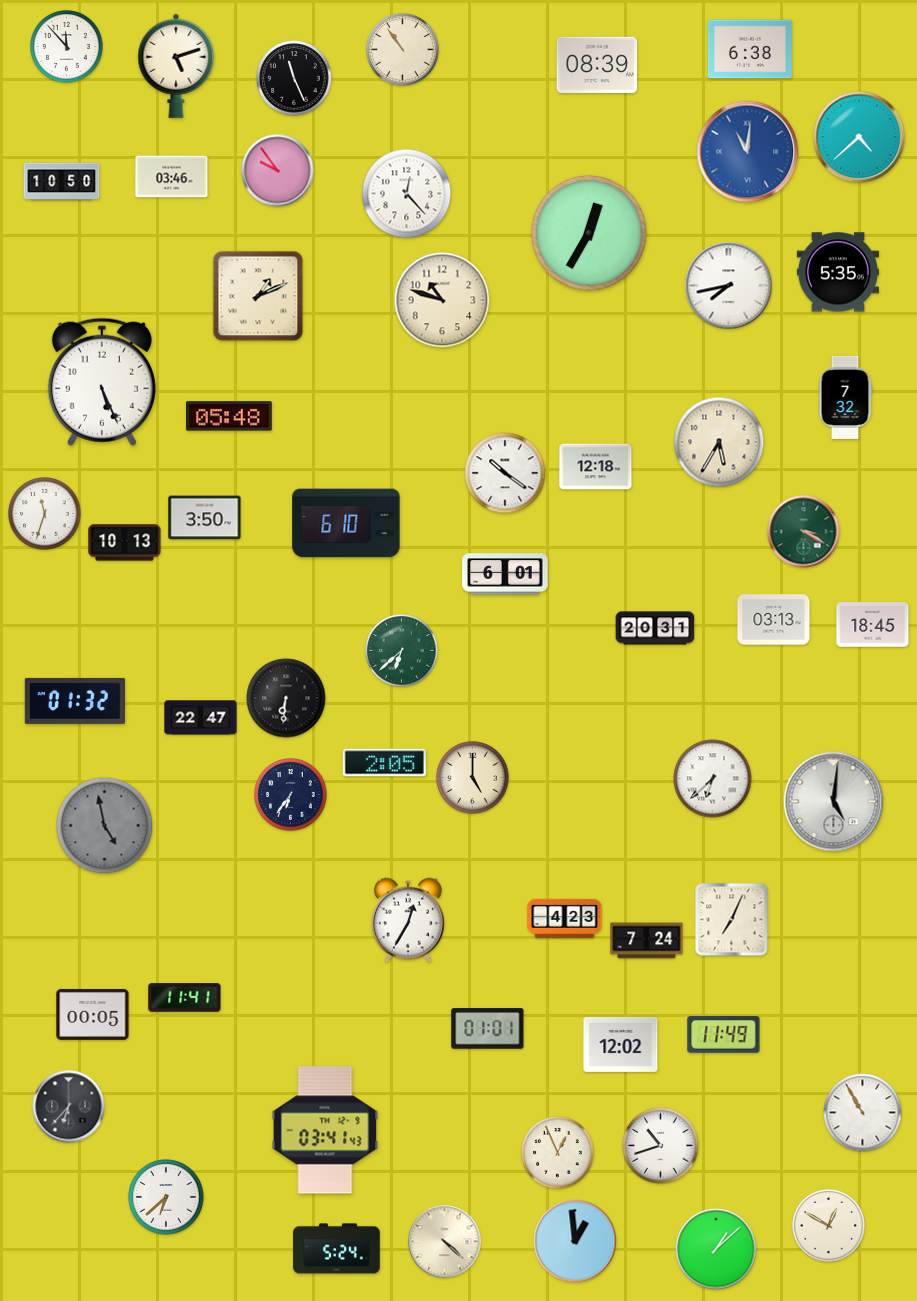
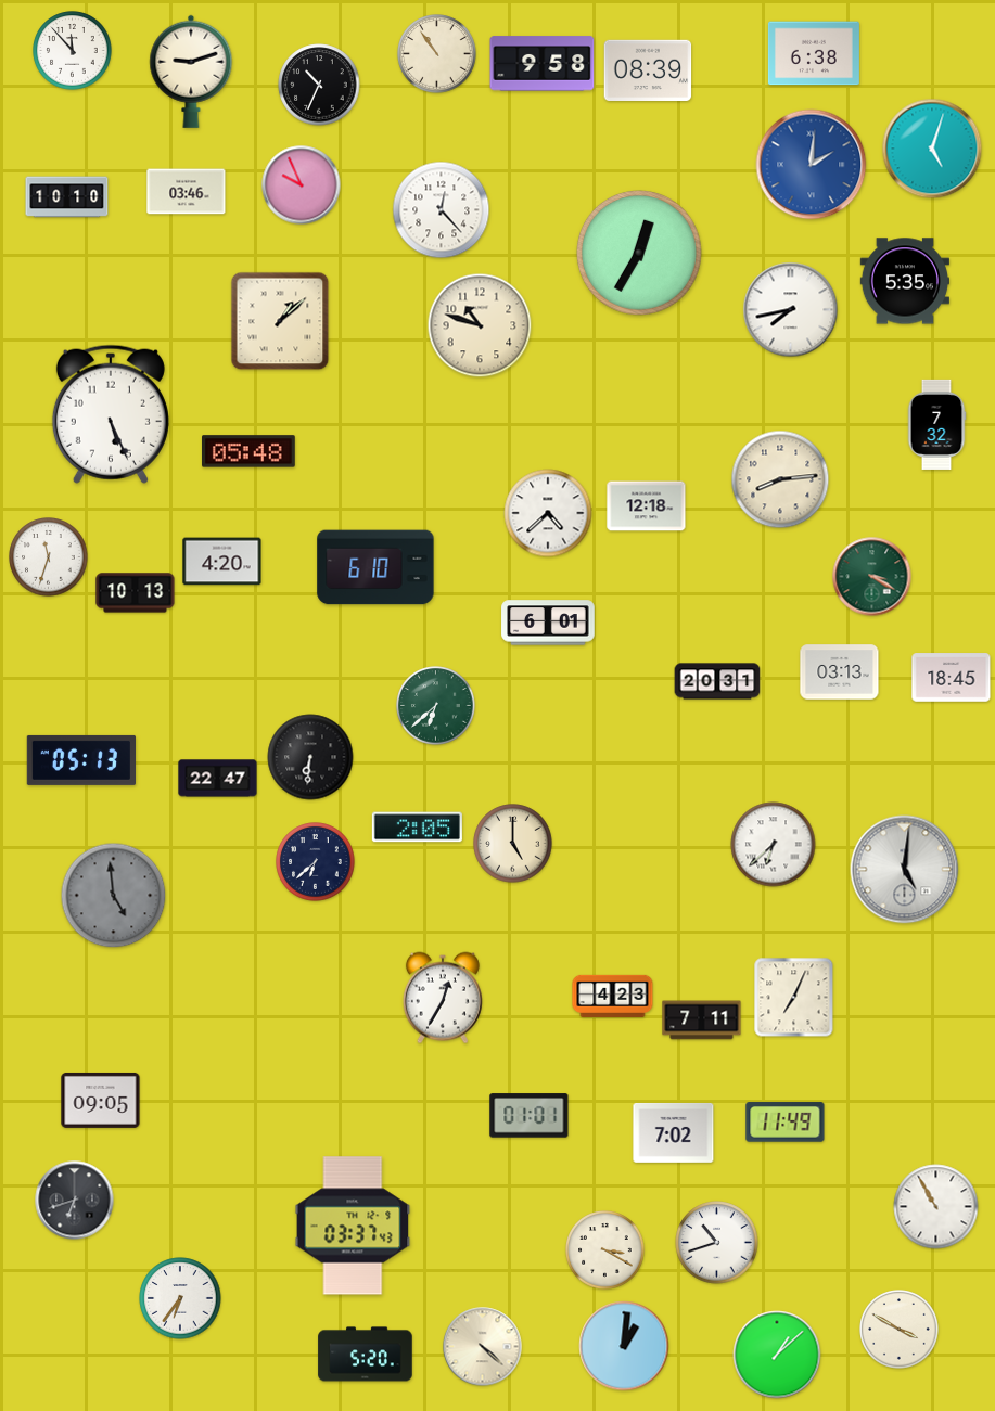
clock at (543, 64): none -> 9:58
clock at (176, 66): 5:12 -> 9:12
clock at (294, 78): 11:26 -> 10:34
clock at (859, 137): 4:38 -> 5:03
clock at (748, 152): 11:01 -> 2:01
clock at (278, 171): 9:54 -> 9:56
clock at (62, 182): 10:50 -> 10:10
clock at (838, 272) position: (838, 272) -> (905, 281)
clock at (258, 296): 1:11 -> 1:08
clock at (845, 397) position: (845, 397) -> (936, 424)
clock at (719, 442): 5:35 -> 8:14
clock at (505, 473): 10:21 -> 4:38
clock at (205, 518): 3:50 -> 4:20
clock at (125, 543) position: (125, 543) -> (136, 593)
clock at (873, 625) position: (873, 625) -> (952, 678)
clock at (655, 628) position: (655, 628) -> (717, 681)
clock at (74, 701): 01:32 -> 05:13
clock at (291, 795): 6:36 -> 6:38
clock at (105, 826): 4:58 -> 4:59
clock at (647, 941): 7:24 -> 7:11
clock at (185, 998): 11:41 -> none
clock at (93, 1014): 00:05 -> 09:05
clock at (621, 1044): 12:02 -> 7:02
clock at (69, 1107): 6:37 -> 6:42
clock at (325, 1130): 03:41 -> 03:37
clock at (558, 1153): 12:56 -> 3:20
clock at (166, 1197): 6:38 -> 6:36
clock at (829, 1226): 12:50 -> 3:50
clock at (575, 1241): 12:59 -> 1:01
clock at (337, 1249): 5:24 -> 5:20
